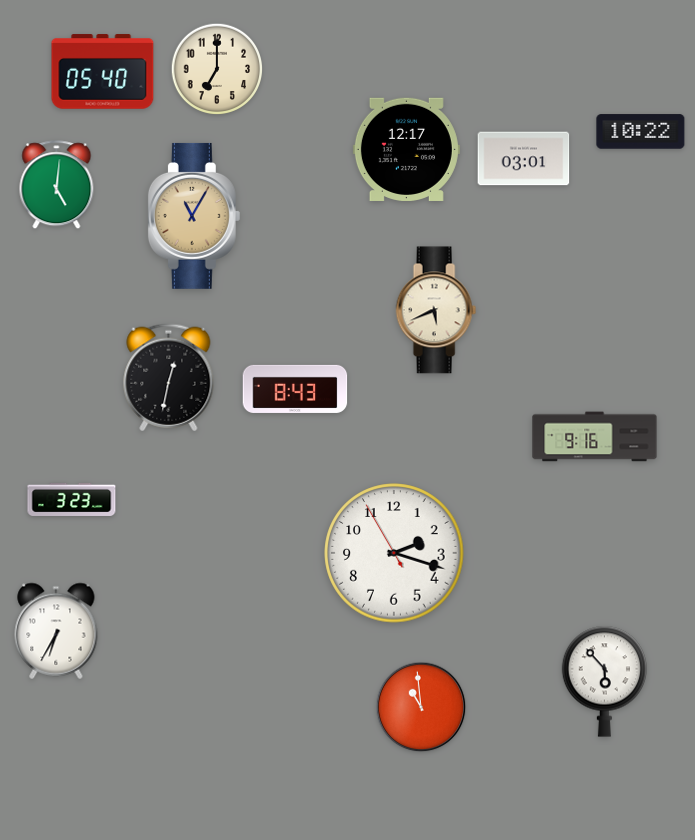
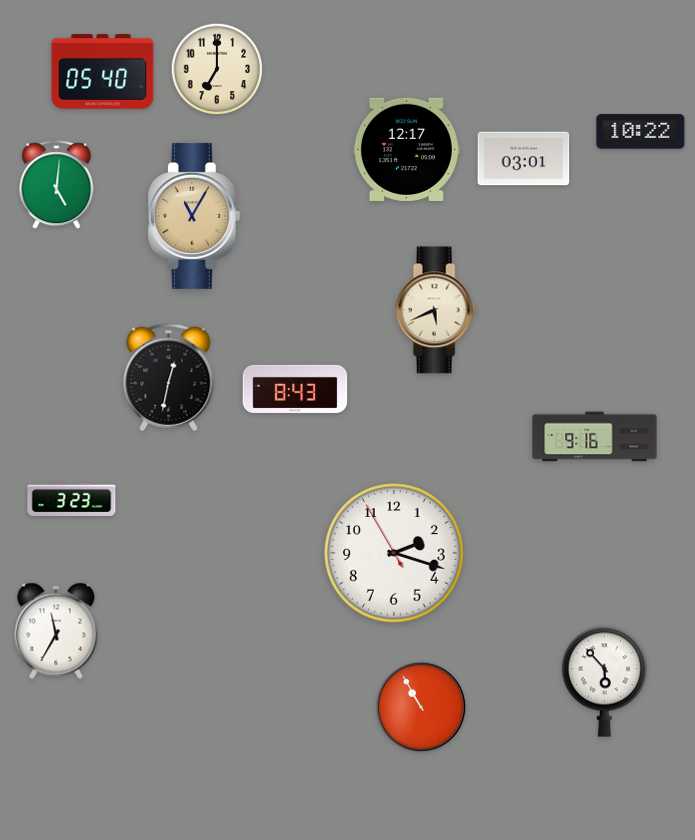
clock at (56, 631): 6:35 -> 11:35
clock at (421, 707): 10:59 -> 10:55
